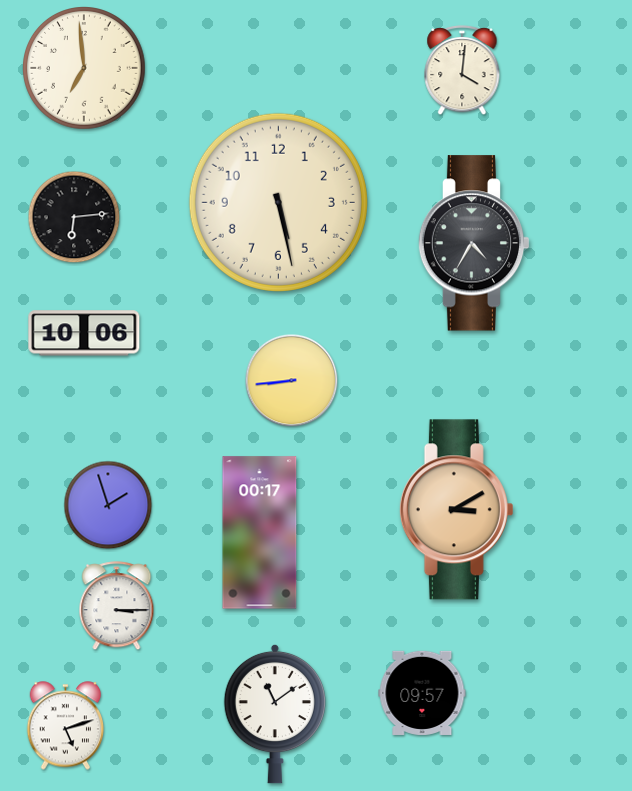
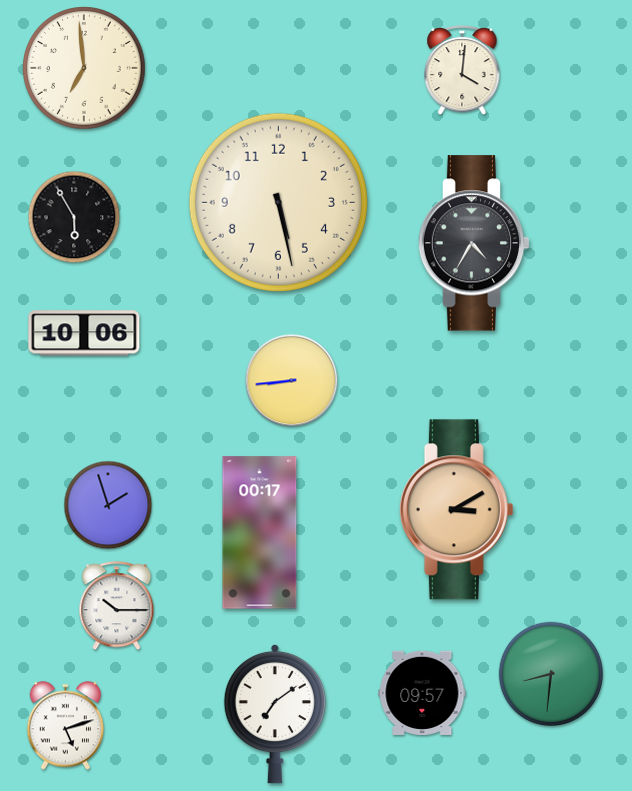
clock at (74, 217): 6:14 -> 5:55
clock at (117, 606): 3:15 -> 10:15
clock at (550, 673): none -> 8:31
clock at (275, 714): 11:09 -> 7:09
